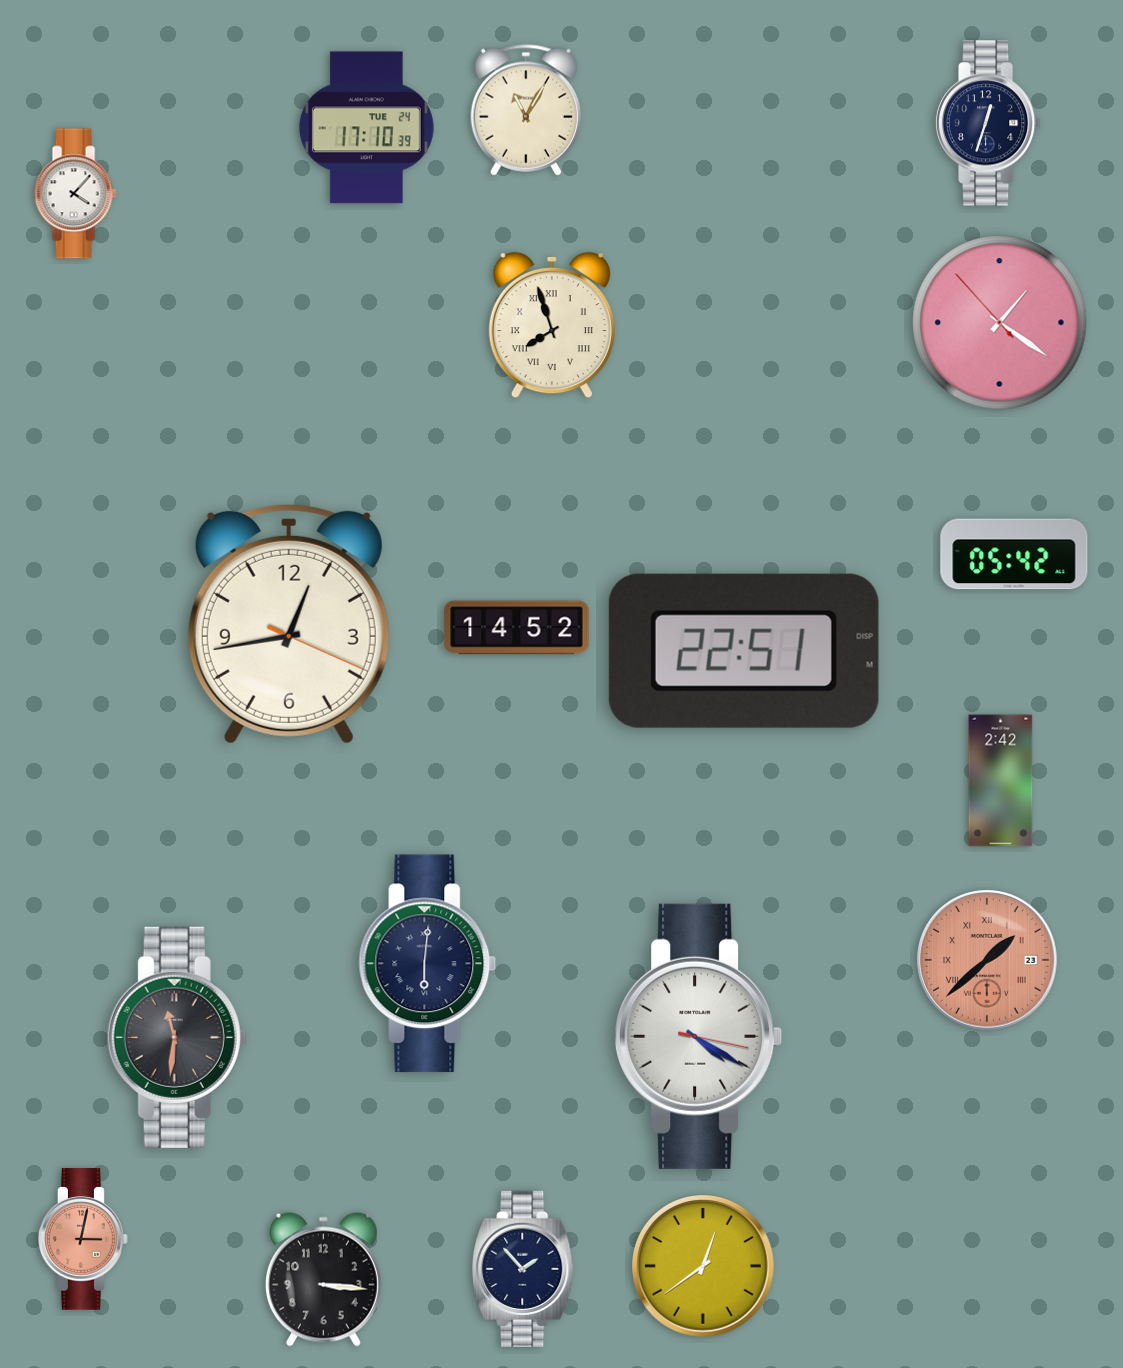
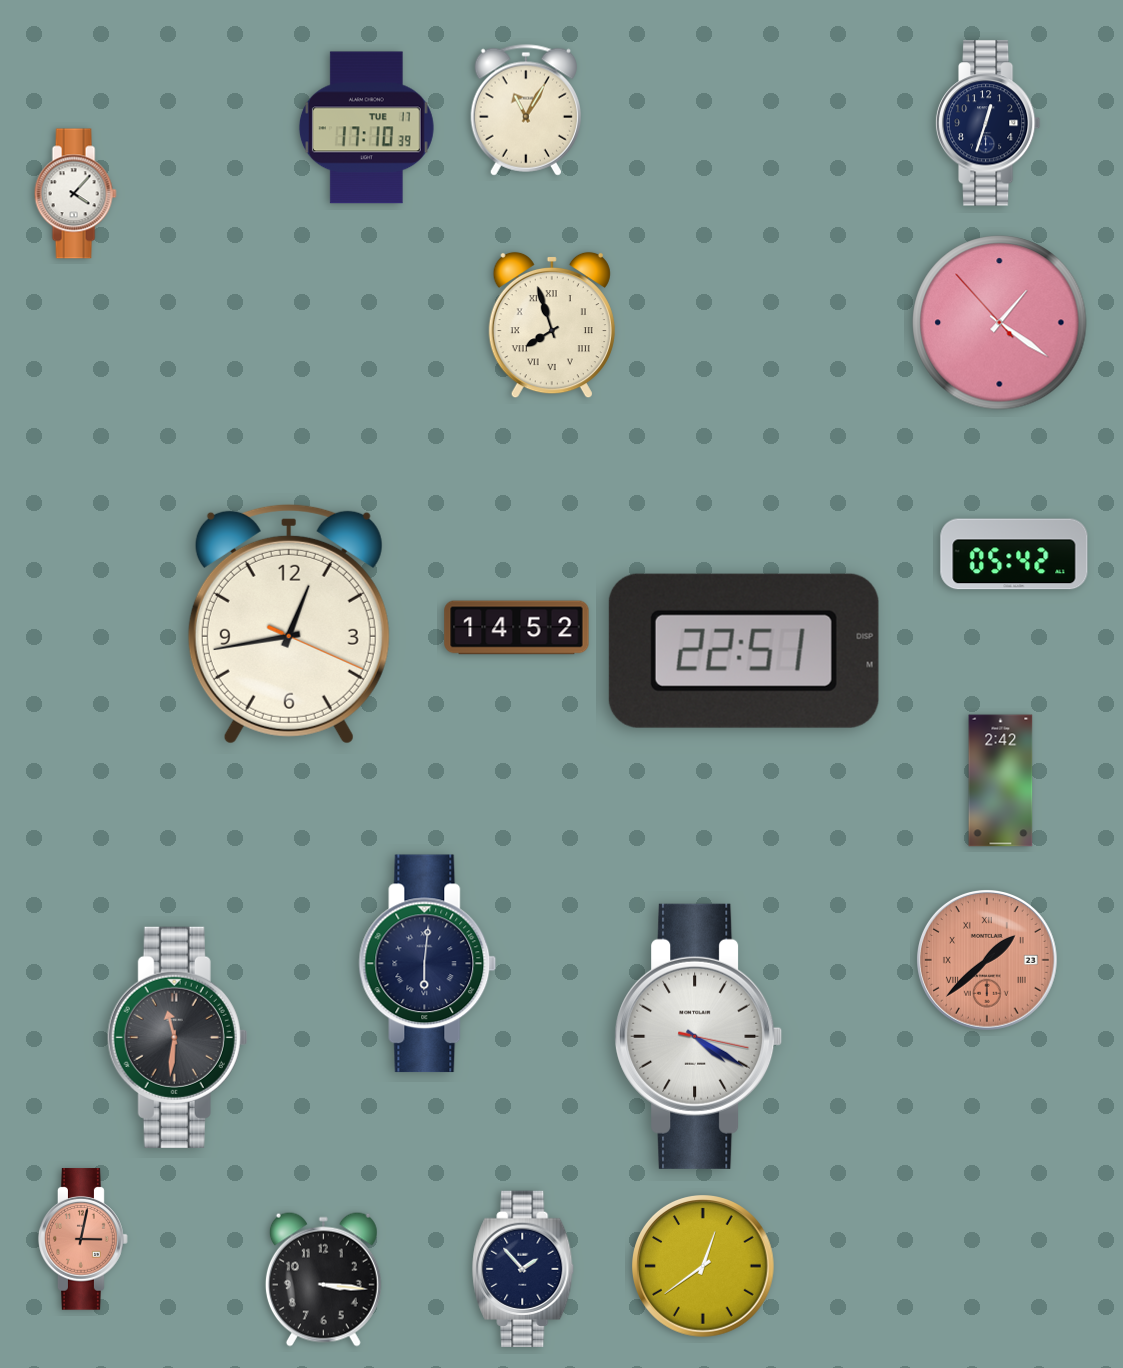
clock at (366, 128) date: TUE 24 -> TUE 17
